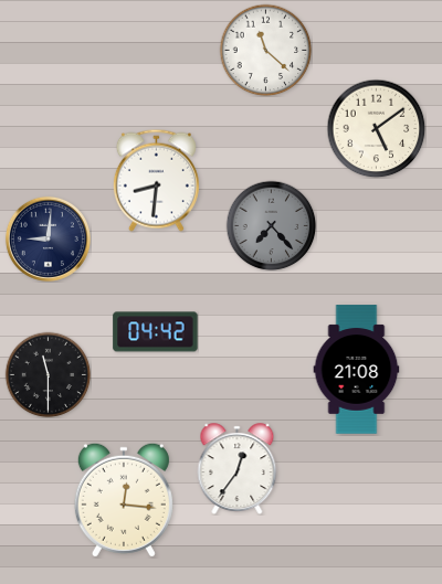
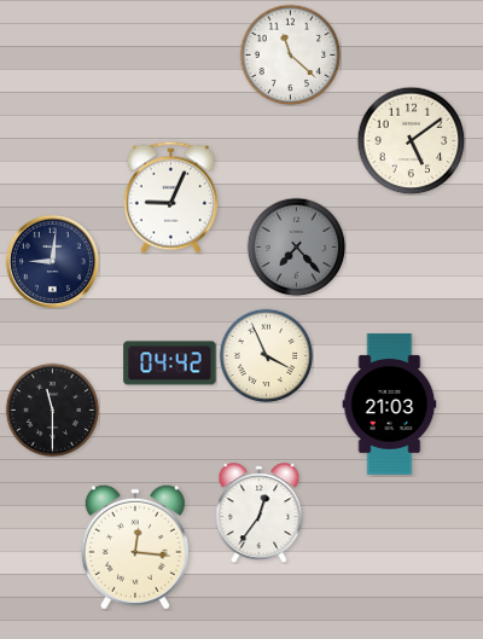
clock at (156, 180): 8:31 -> 9:04
clock at (266, 355): none -> 3:56
clock at (357, 370): 21:08 -> 21:03
